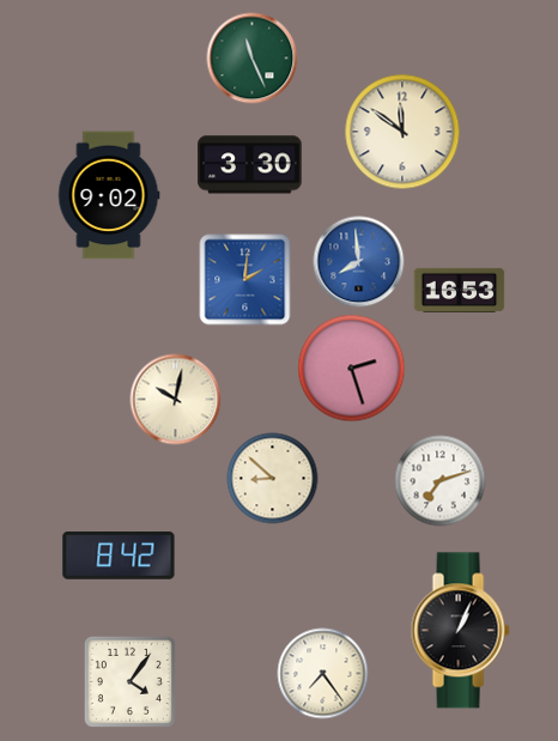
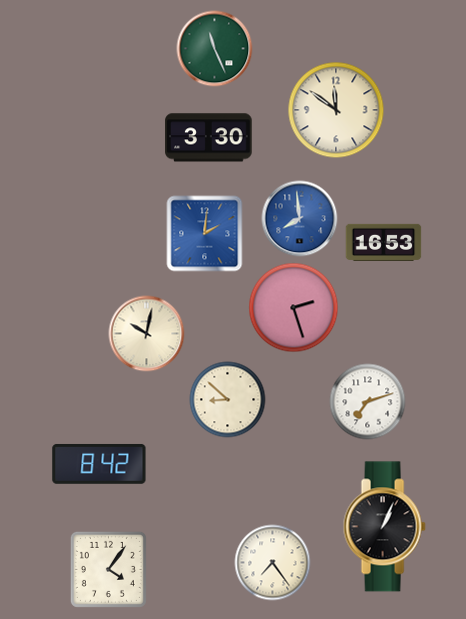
clock at (253, 59) position: (253, 59) -> (215, 49)
clock at (109, 195): 9:02 -> none
clock at (323, 674) position: (323, 674) -> (273, 563)
